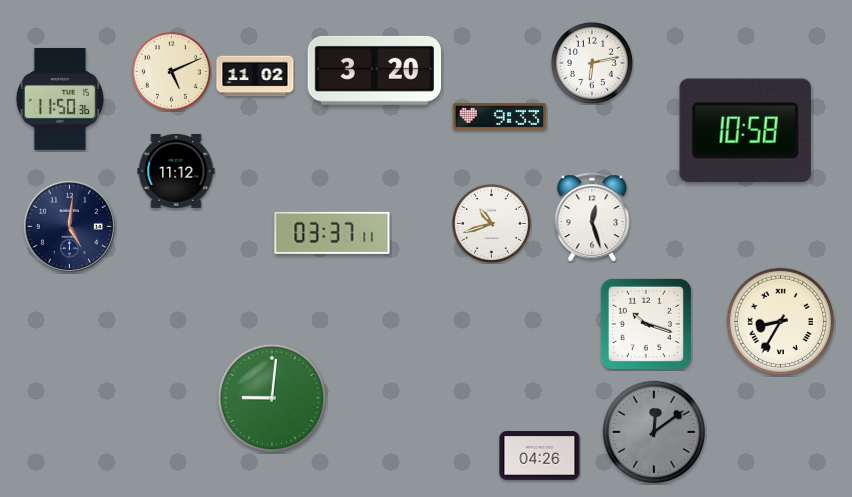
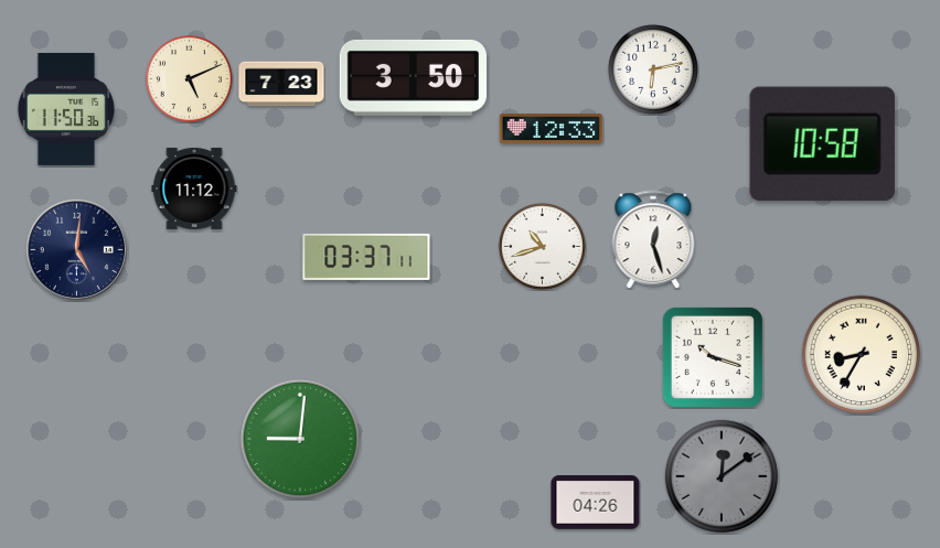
clock at (374, 70): 3:20 -> 3:50
clock at (255, 76): 11:02 -> 7:23
clock at (500, 116): 9:33 -> 12:33
